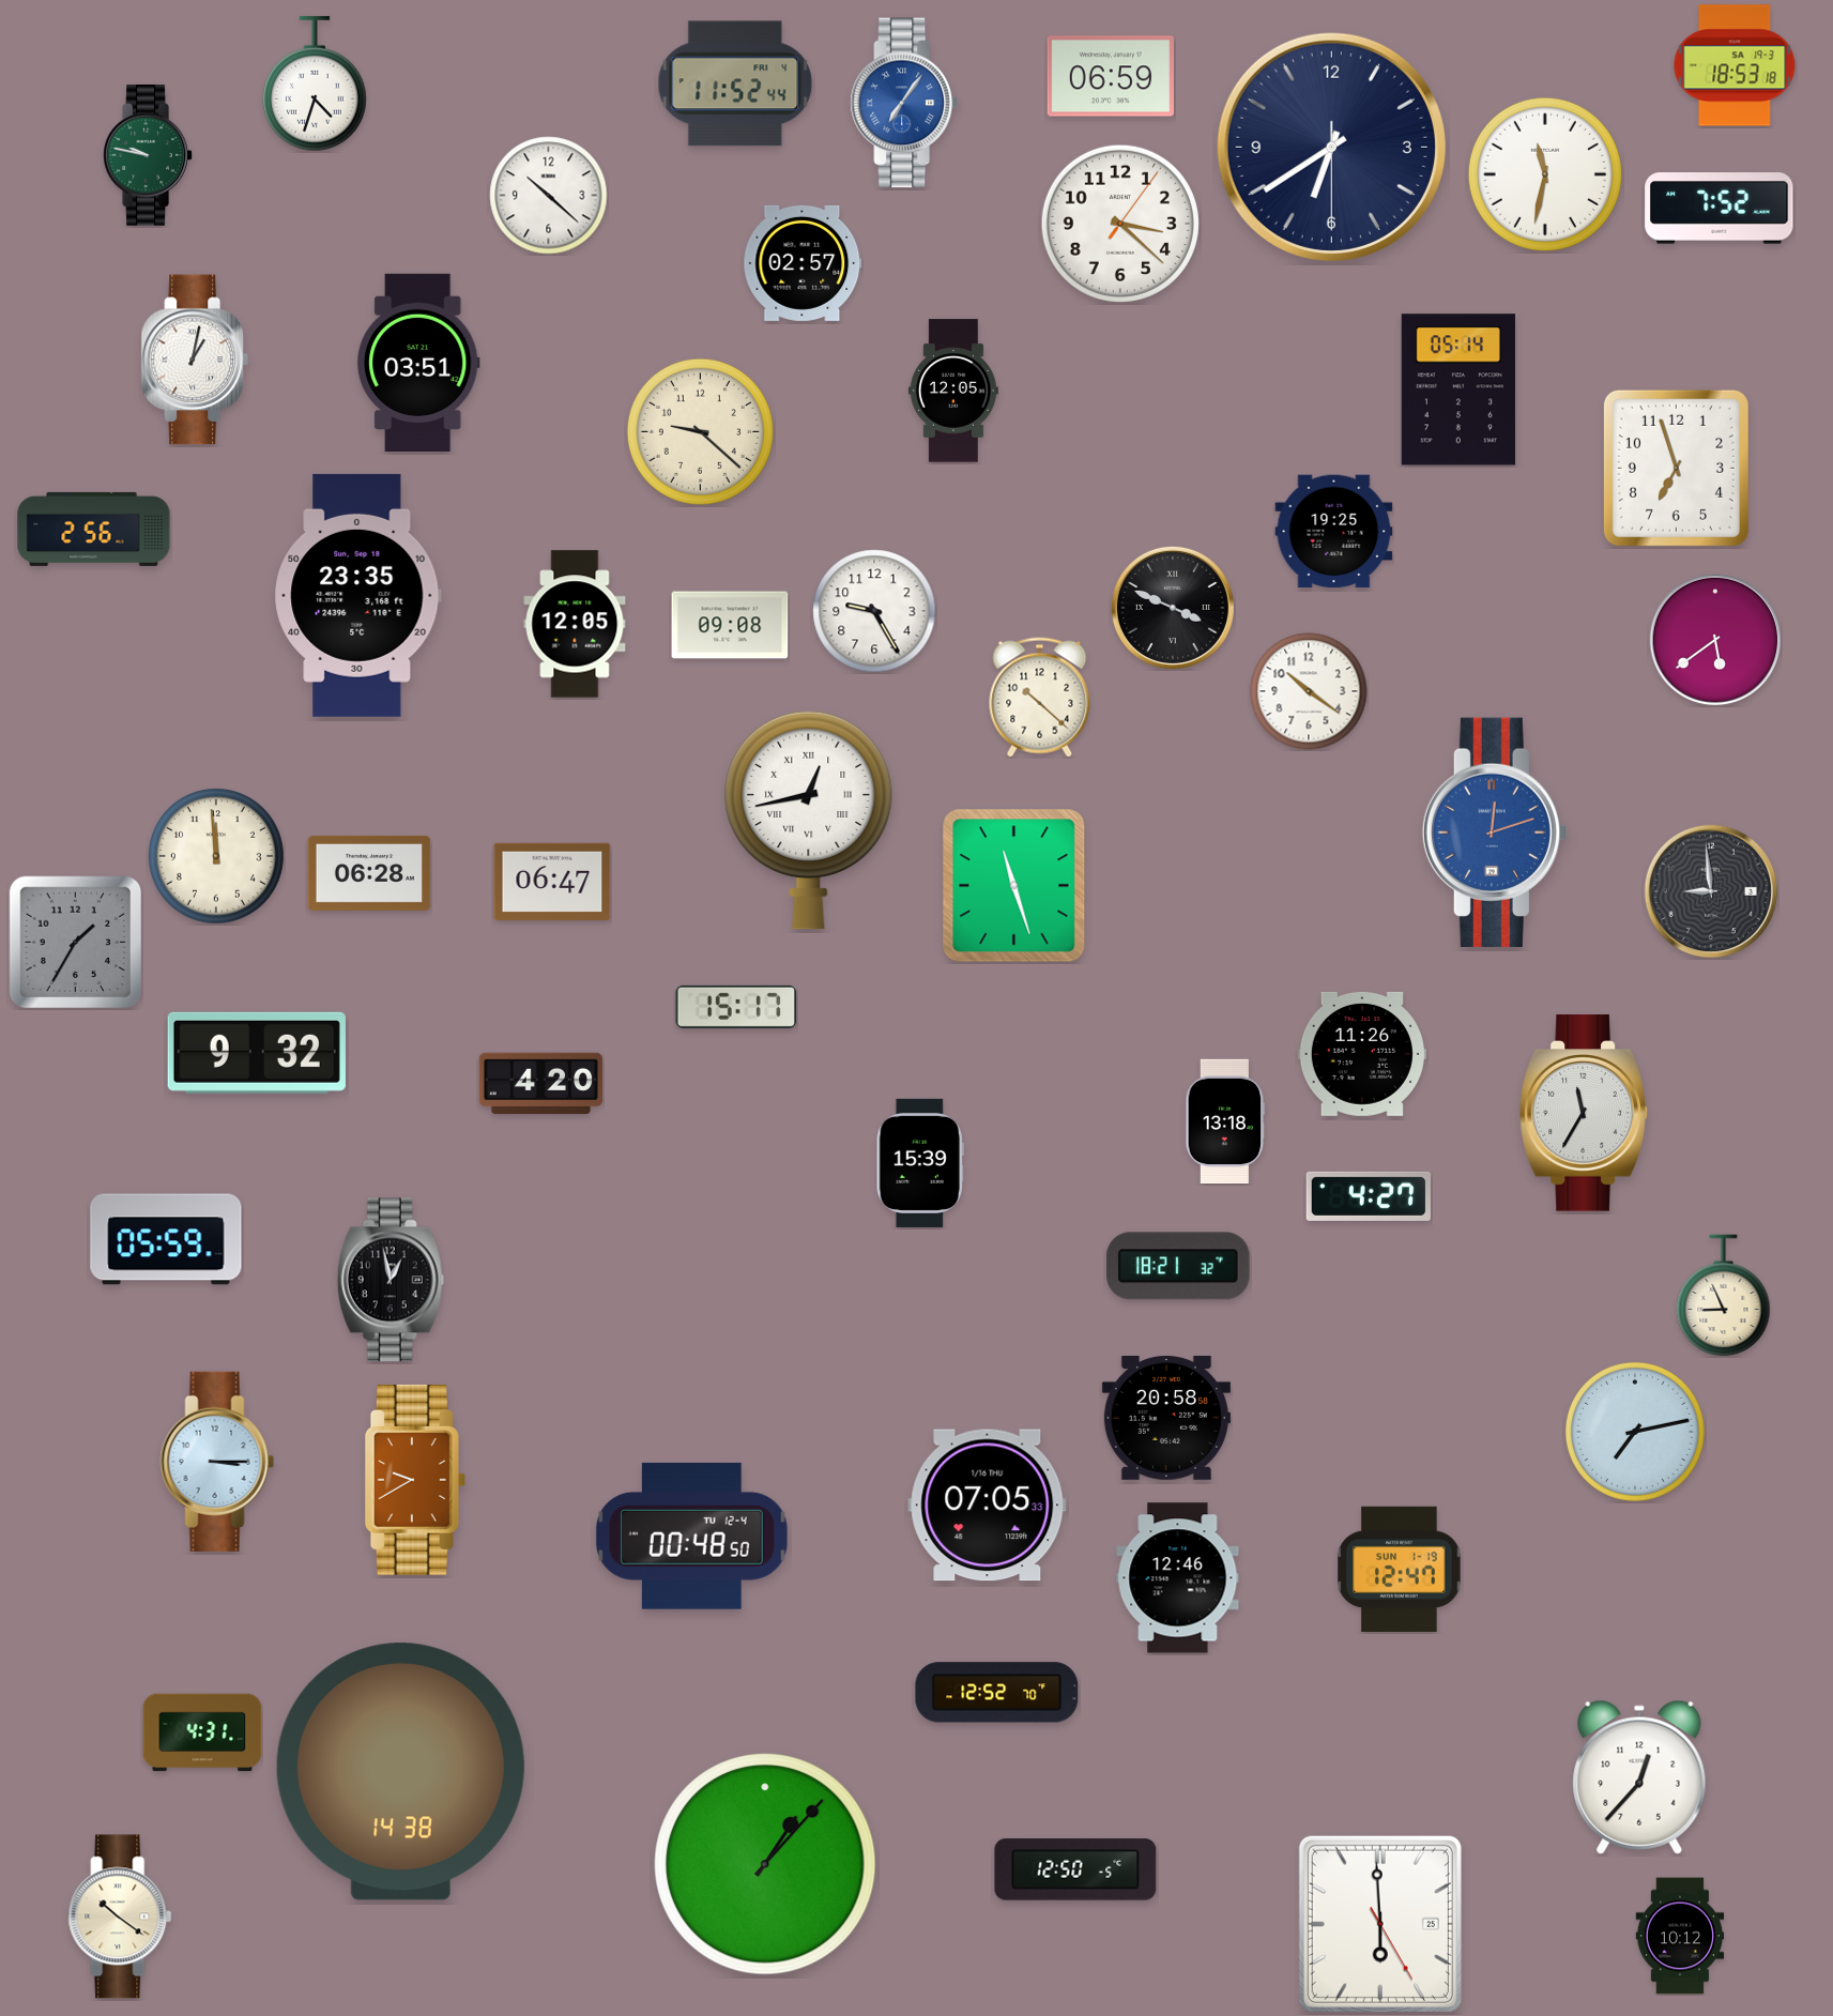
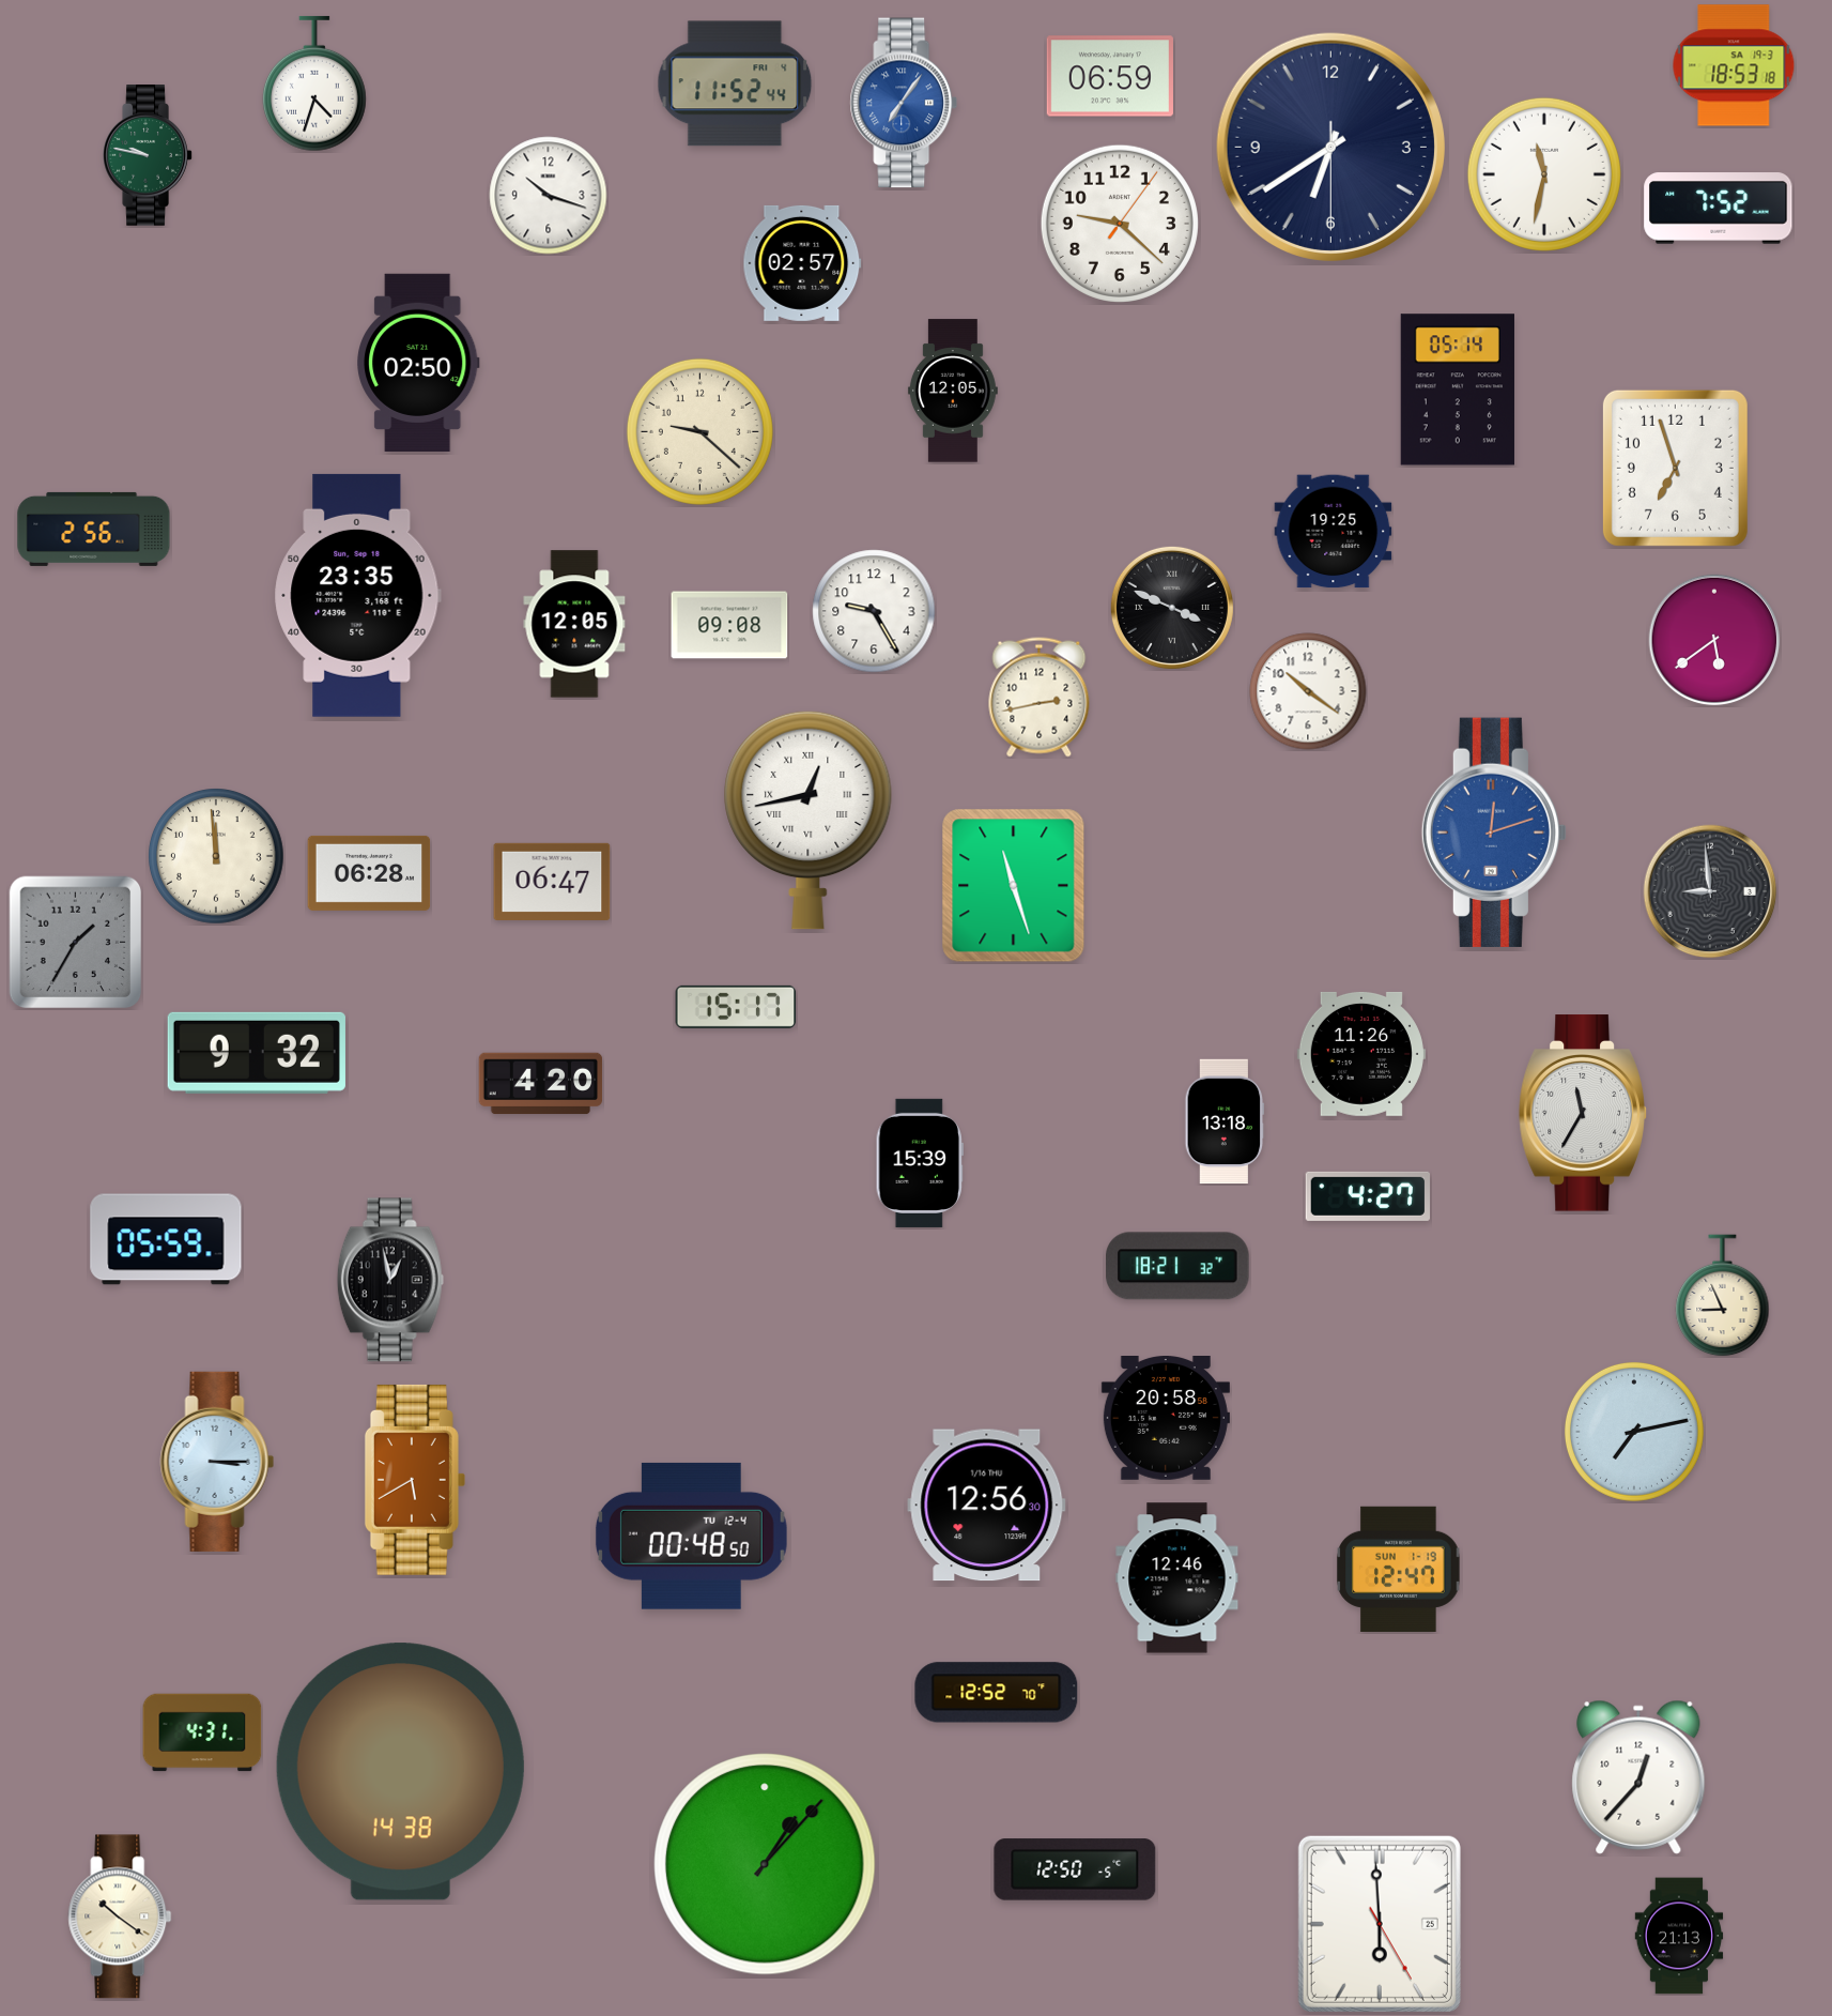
clock at (549, 196): 10:22 -> 10:18
clock at (1120, 224): 3:22 -> 9:22
clock at (195, 360): 1:02 -> none
clock at (418, 362): 03:51 -> 02:50
clock at (1040, 698): 10:22 -> 2:43
clock at (415, 1480): 9:40 -> 5:40
clock at (988, 1506): 07:05 -> 12:56
clock at (1680, 1936): 10:12 -> 21:13
